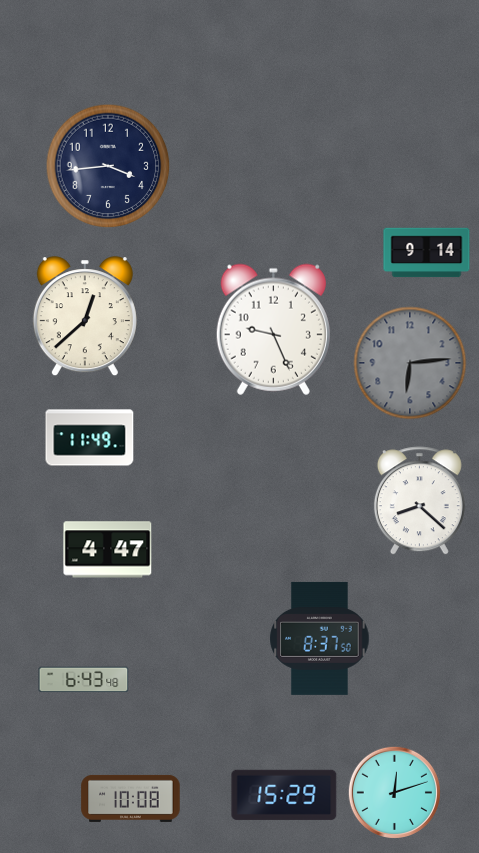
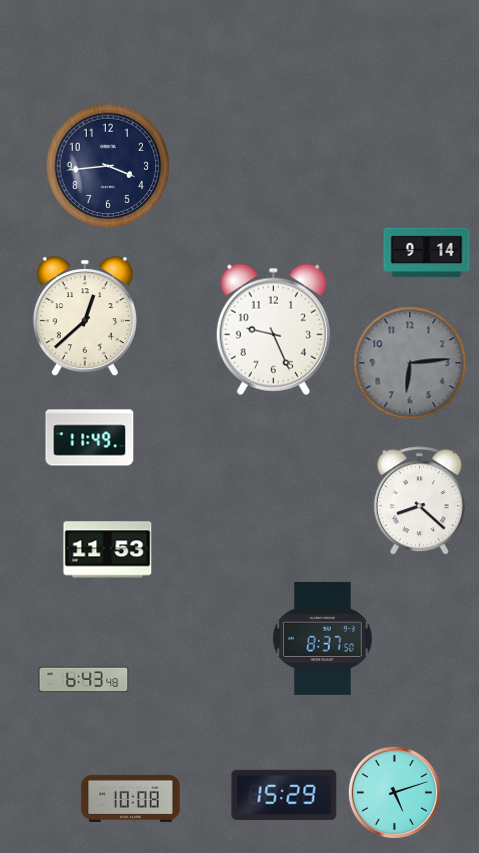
clock at (108, 550): 4:47 -> 11:53
clock at (320, 638) position: (320, 638) -> (323, 638)
clock at (394, 792): 12:12 -> 5:12
